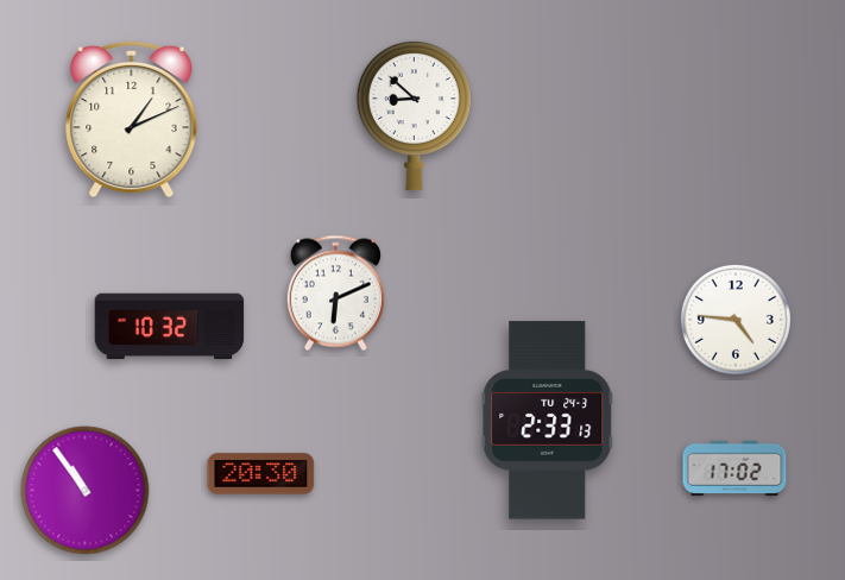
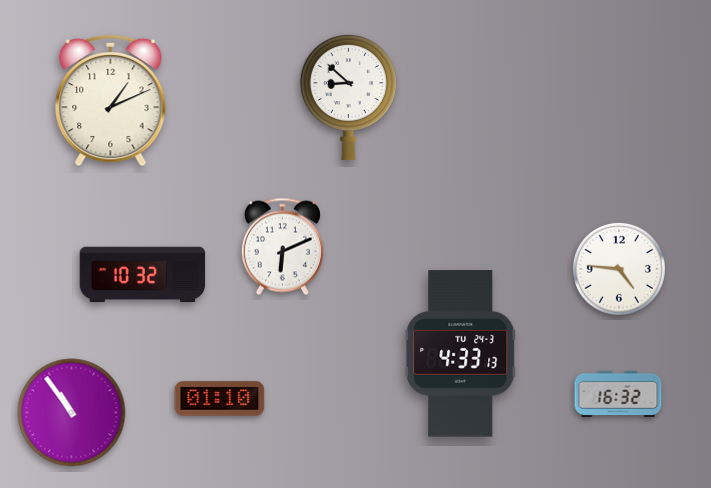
clock at (548, 421): 2:33 -> 4:33
clock at (734, 468): 17:02 -> 16:32
clock at (261, 474): 20:30 -> 01:10
